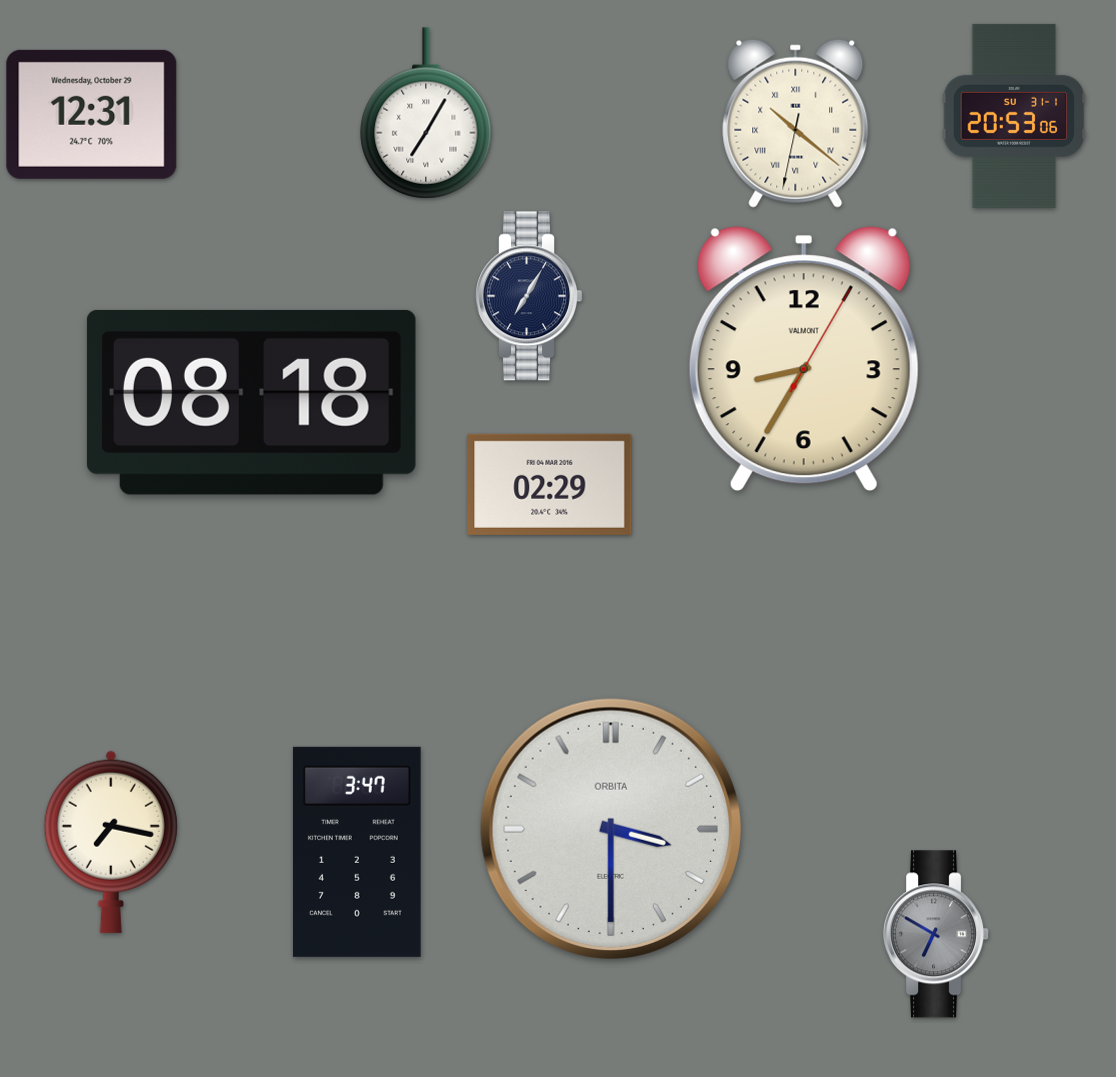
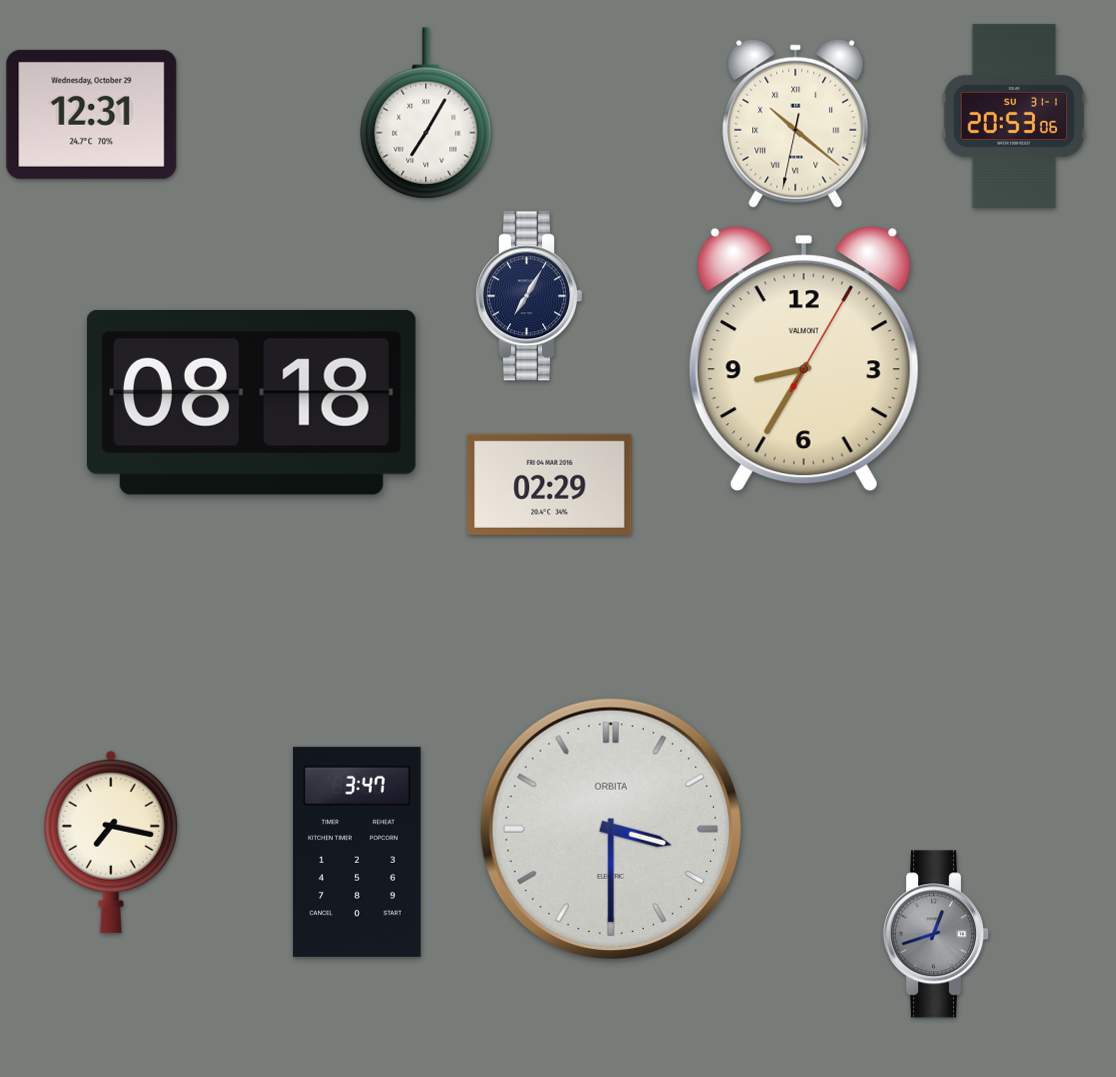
clock at (937, 934): 6:50 -> 12:42
